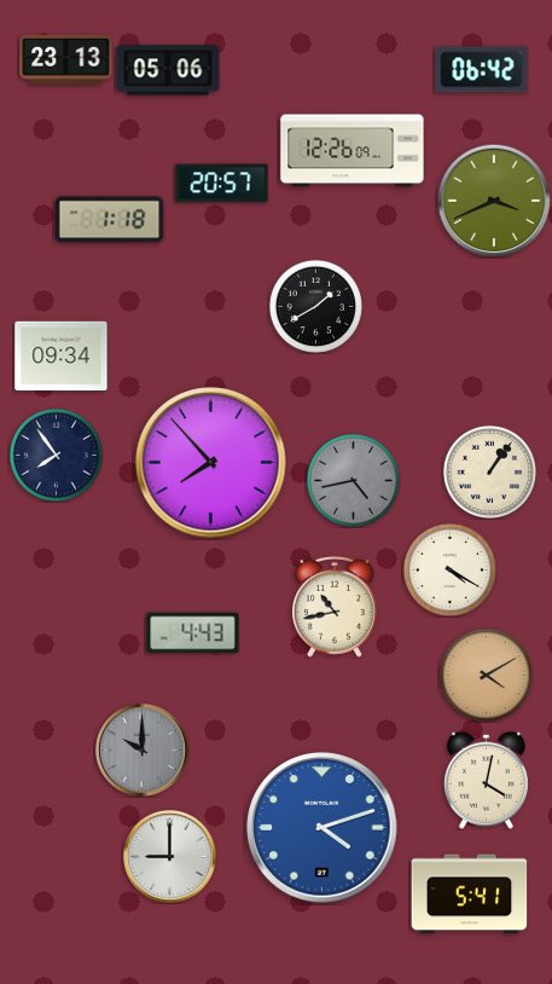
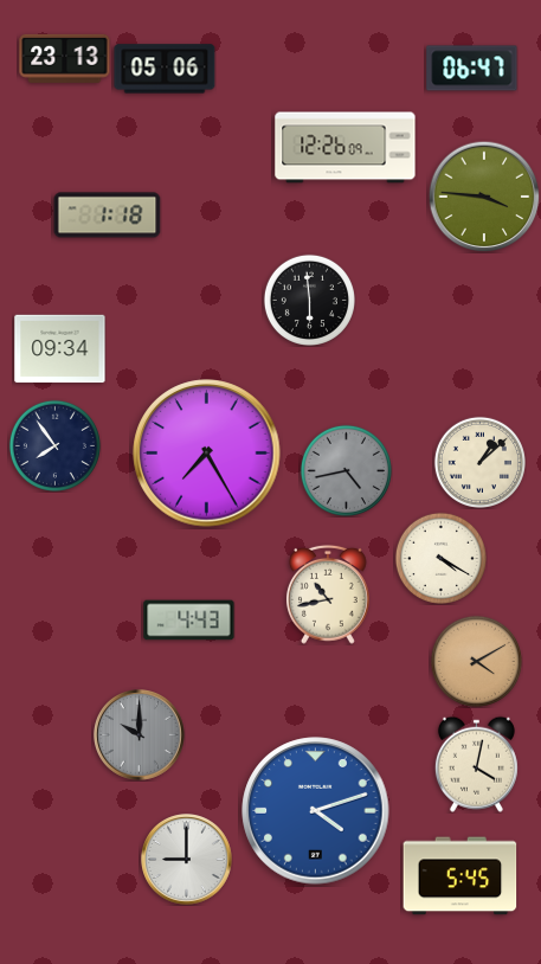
clock at (482, 70): 06:42 -> 06:47
clock at (222, 184): 20:57 -> none
clock at (494, 201): 3:41 -> 3:46
clock at (315, 306): 1:40 -> 5:59
clock at (211, 463): 7:53 -> 7:25
clock at (489, 471): 1:06 -> 1:08
clock at (170, 857) position: (170, 857) -> (187, 860)
clock at (470, 895): 5:41 -> 5:45
